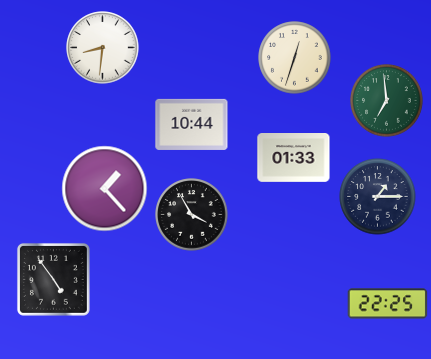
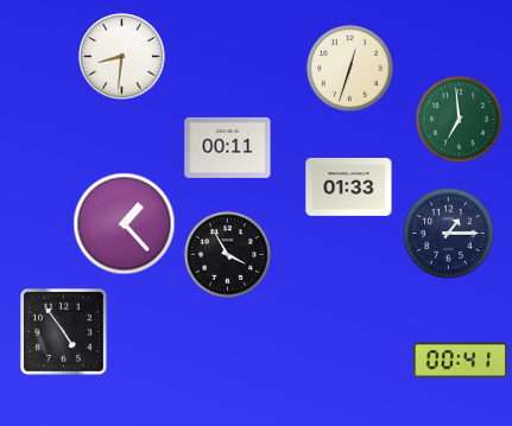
clock at (192, 124): 10:44 -> 00:11
clock at (388, 304): 22:25 -> 00:41
